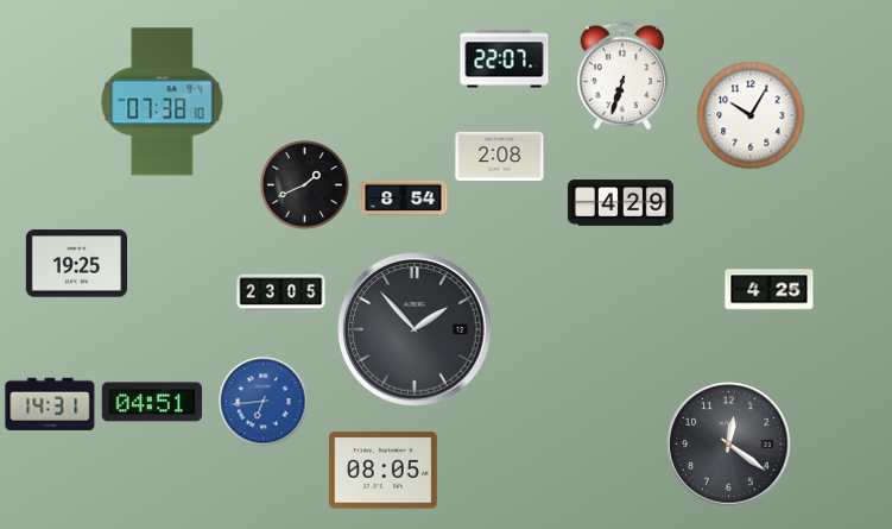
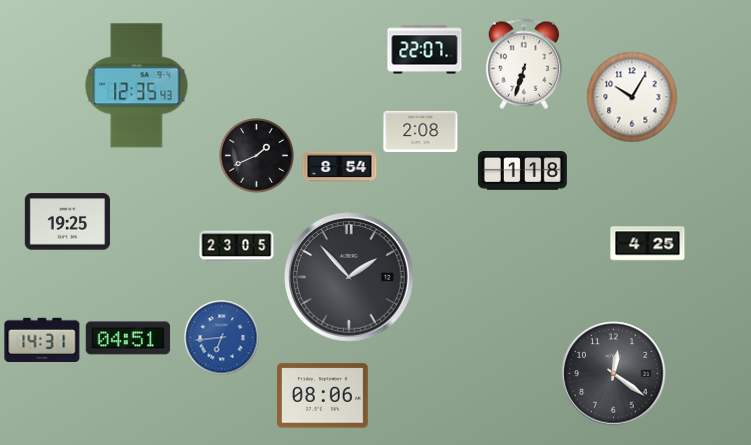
clock at (163, 102): 07:38 -> 12:35
clock at (620, 203): 4:29 -> 1:18
clock at (76, 264) position: (76, 264) -> (67, 222)
clock at (384, 471): 08:05 -> 08:06
